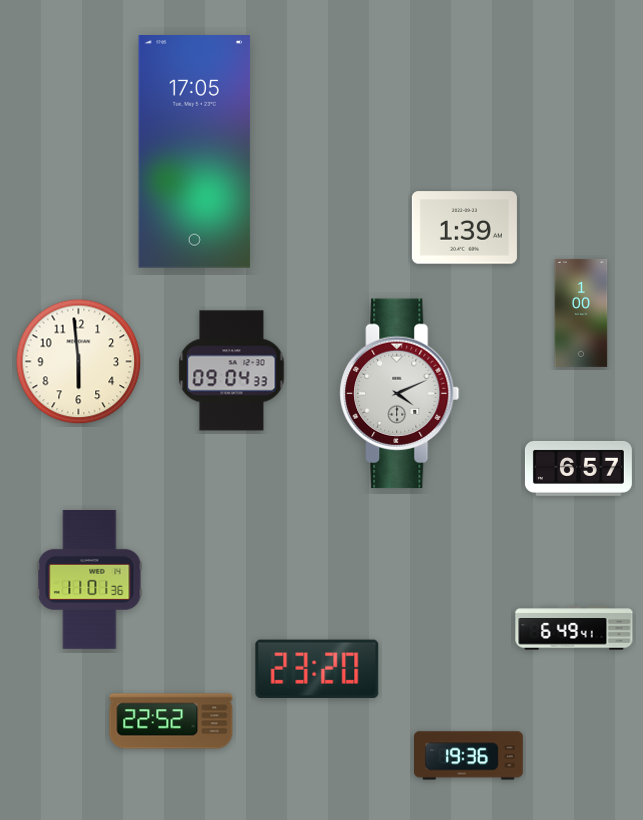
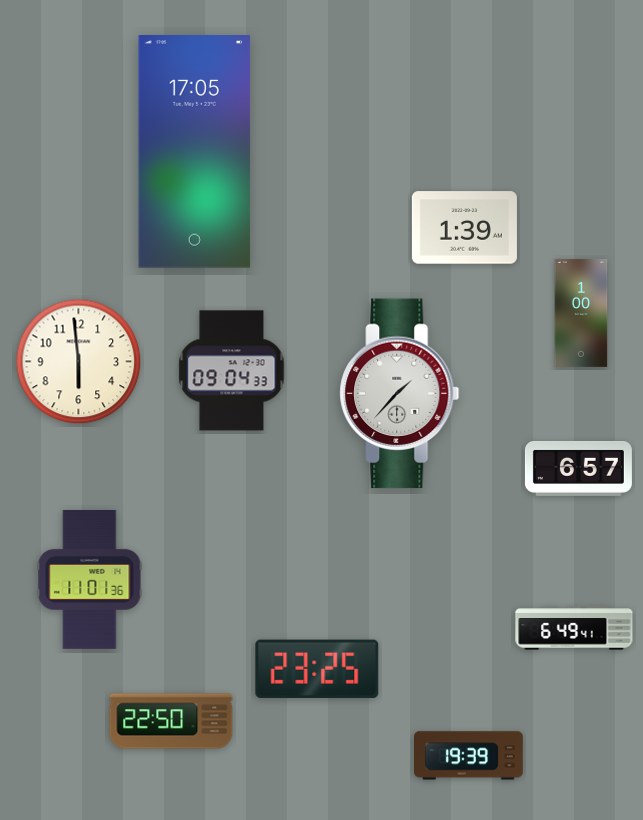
clock at (400, 394): 4:11 -> 1:37
clock at (317, 668): 23:20 -> 23:25
clock at (171, 721): 22:52 -> 22:50
clock at (469, 756): 19:36 -> 19:39
